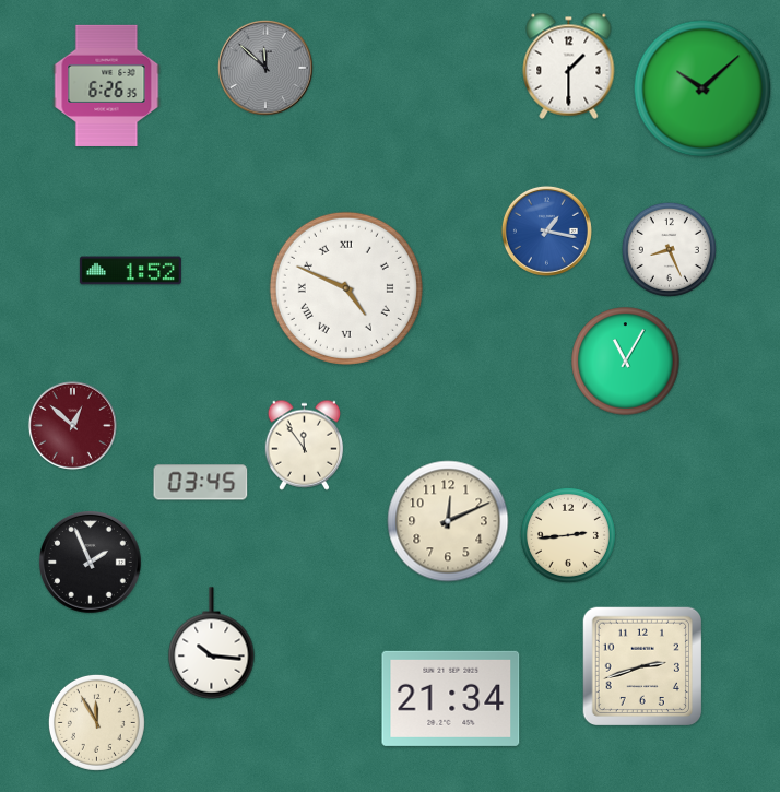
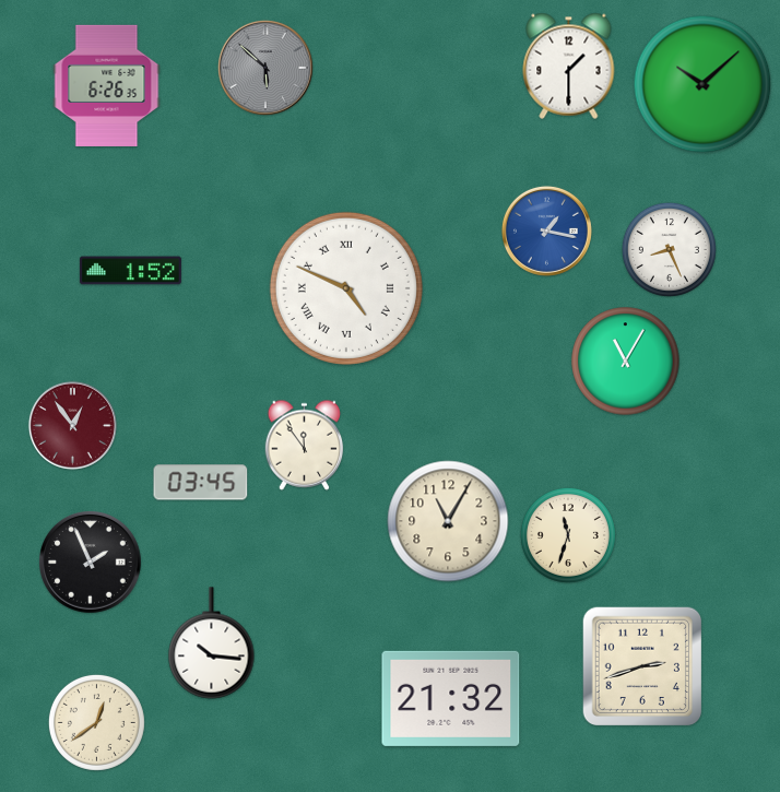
clock at (265, 68): 11:52 -> 5:52
clock at (702, 88) position: (702, 88) -> (702, 84)
clock at (72, 425): 12:52 -> 12:54
clock at (448, 521): 12:11 -> 11:05
clock at (568, 535): 2:44 -> 11:33
clock at (451, 698): 21:34 -> 21:32
clock at (96, 722): 11:55 -> 12:39
